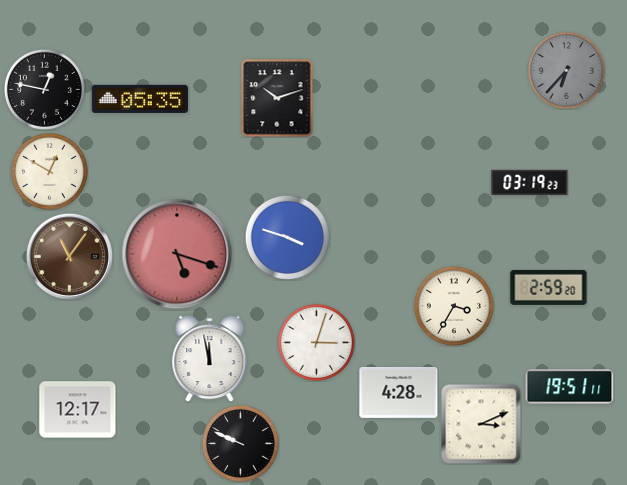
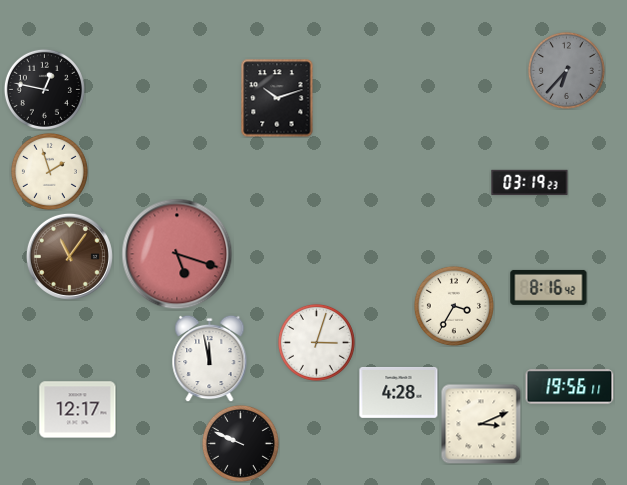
clock at (139, 99): 05:35 -> none
clock at (49, 171): 12:50 -> 1:57
clock at (287, 237): 3:48 -> none
clock at (549, 287): 2:59 -> 8:16
clock at (570, 387): 19:51 -> 19:56
